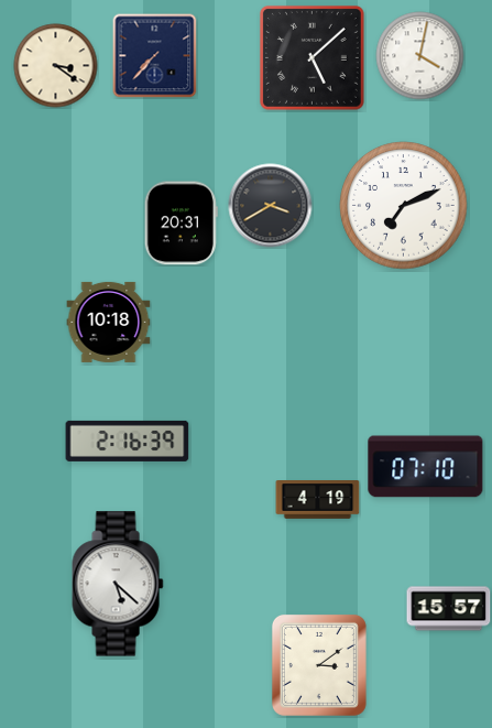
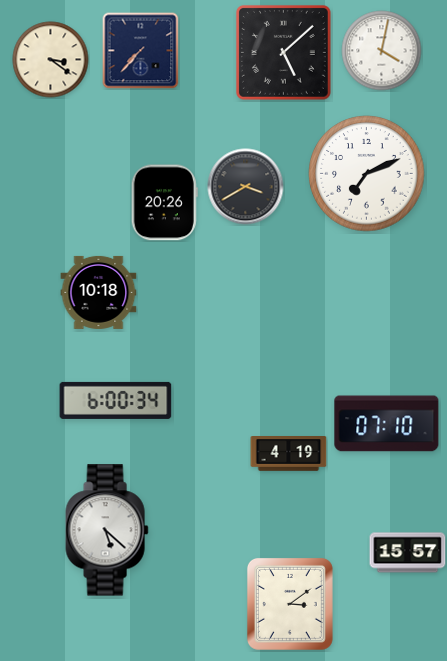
clock at (404, 206) position: (404, 206) -> (367, 174)
clock at (181, 224): 20:31 -> 20:26
clock at (128, 441): 2:16 -> 6:00
